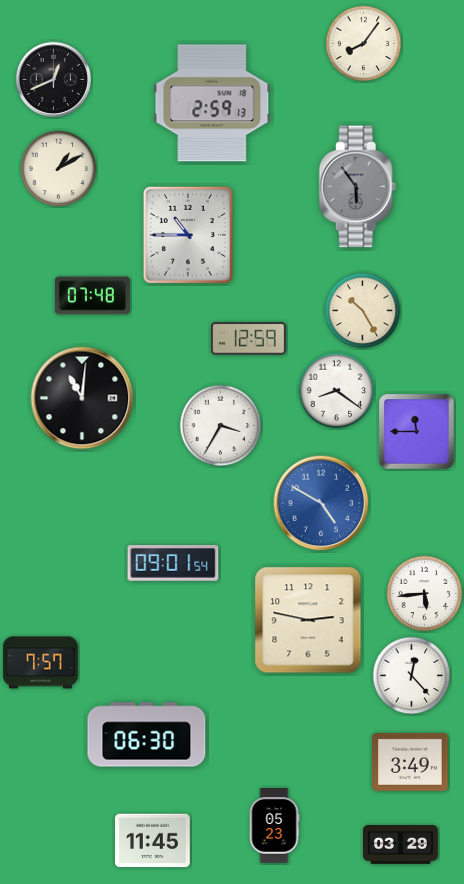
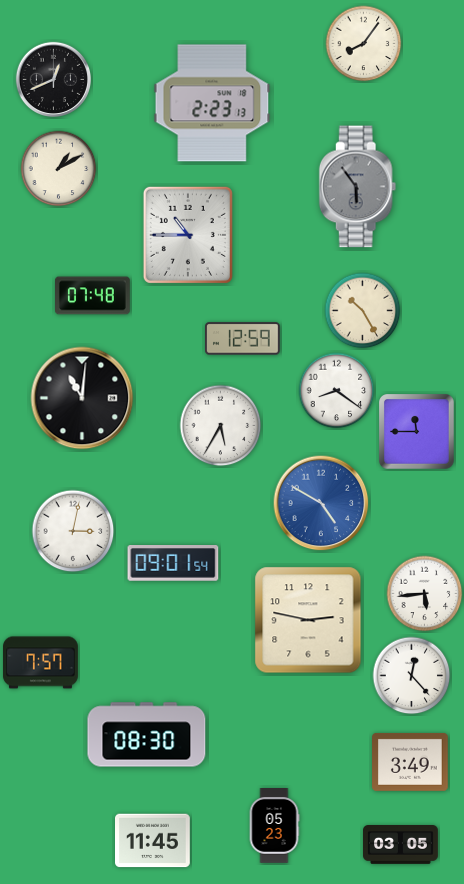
clock at (212, 103): 2:59 -> 2:23
clock at (249, 339) position: (249, 339) -> (243, 339)
clock at (221, 426): 3:35 -> 5:35
clock at (73, 531): none -> 3:02
clock at (147, 735): 06:30 -> 08:30
clock at (401, 845): 03:29 -> 03:05
